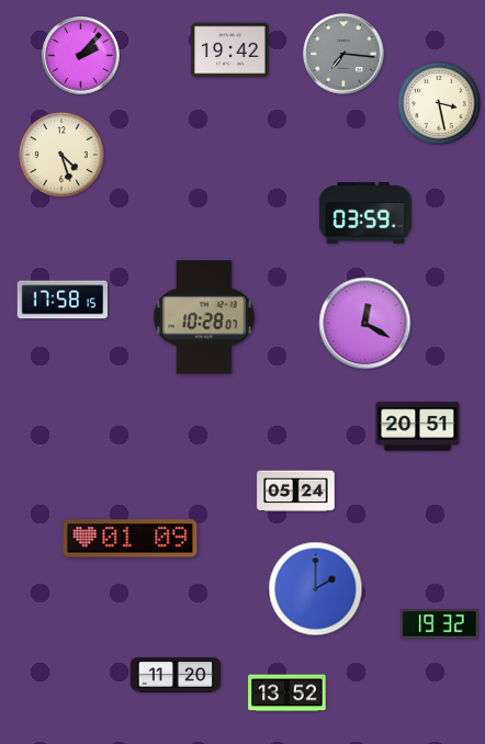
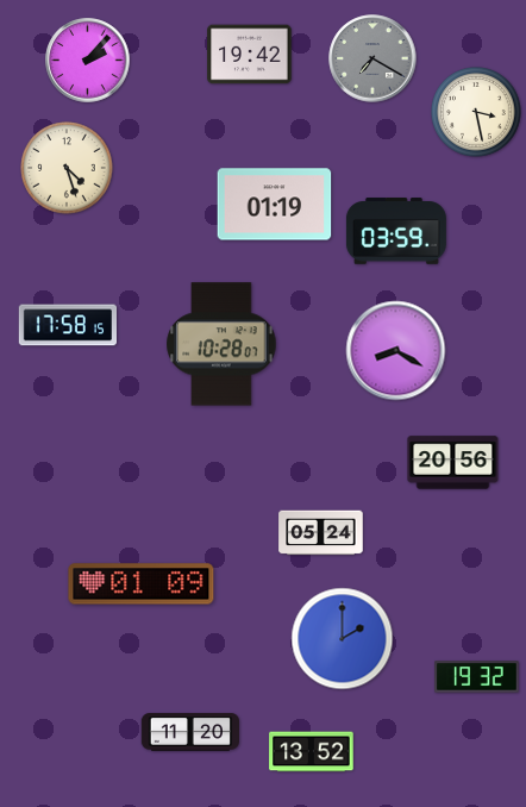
clock at (343, 54): 7:16 -> 7:20
clock at (275, 205): none -> 01:19
clock at (365, 324): 12:20 -> 8:20
clock at (418, 427): 20:51 -> 20:56
